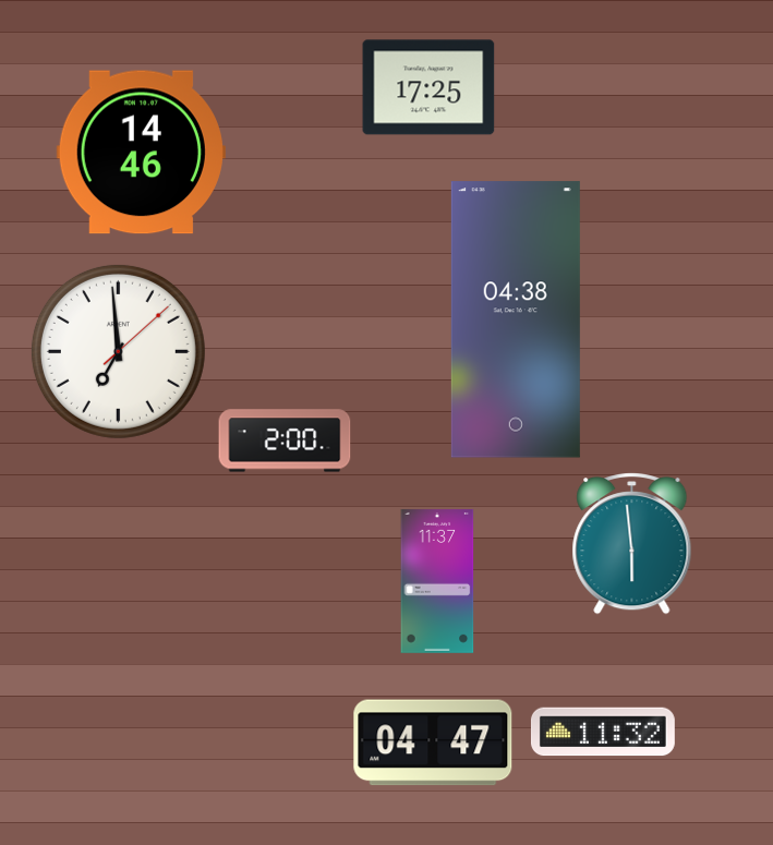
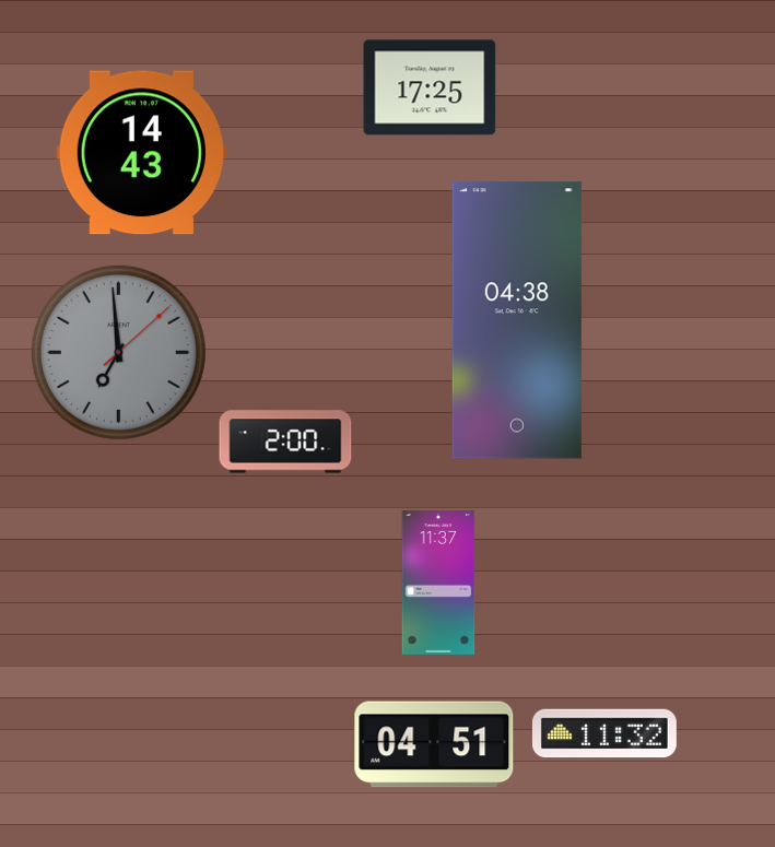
clock at (141, 153): 14:46 -> 14:43
clock at (118, 351) dial: white -> grey
clock at (632, 544): 5:59 -> none
clock at (433, 743): 04:47 -> 04:51
